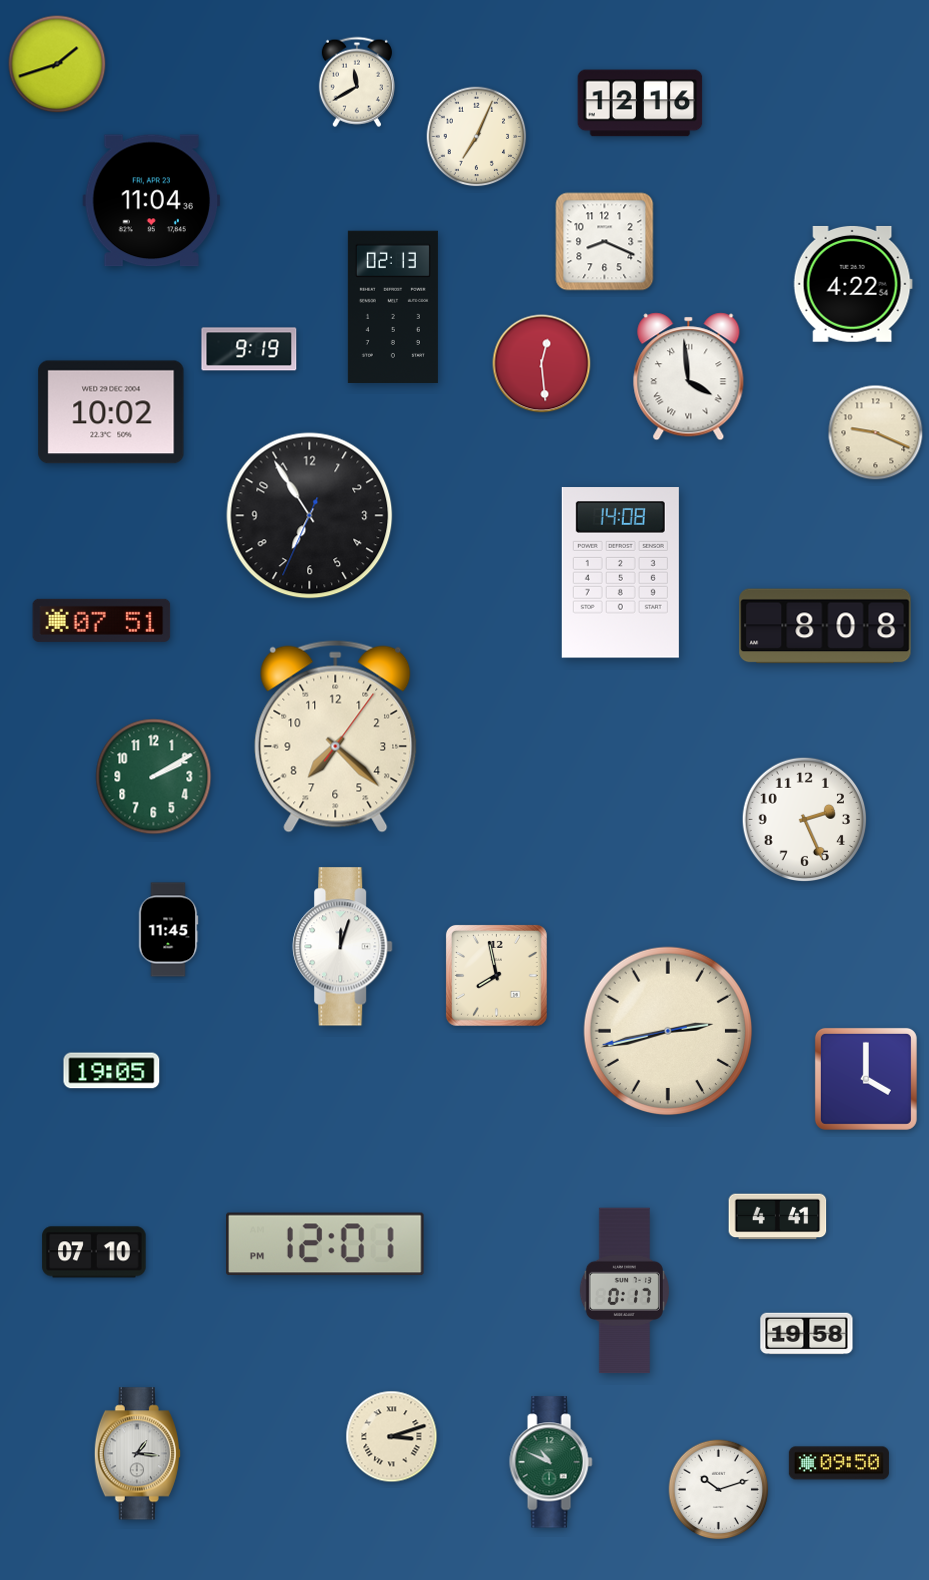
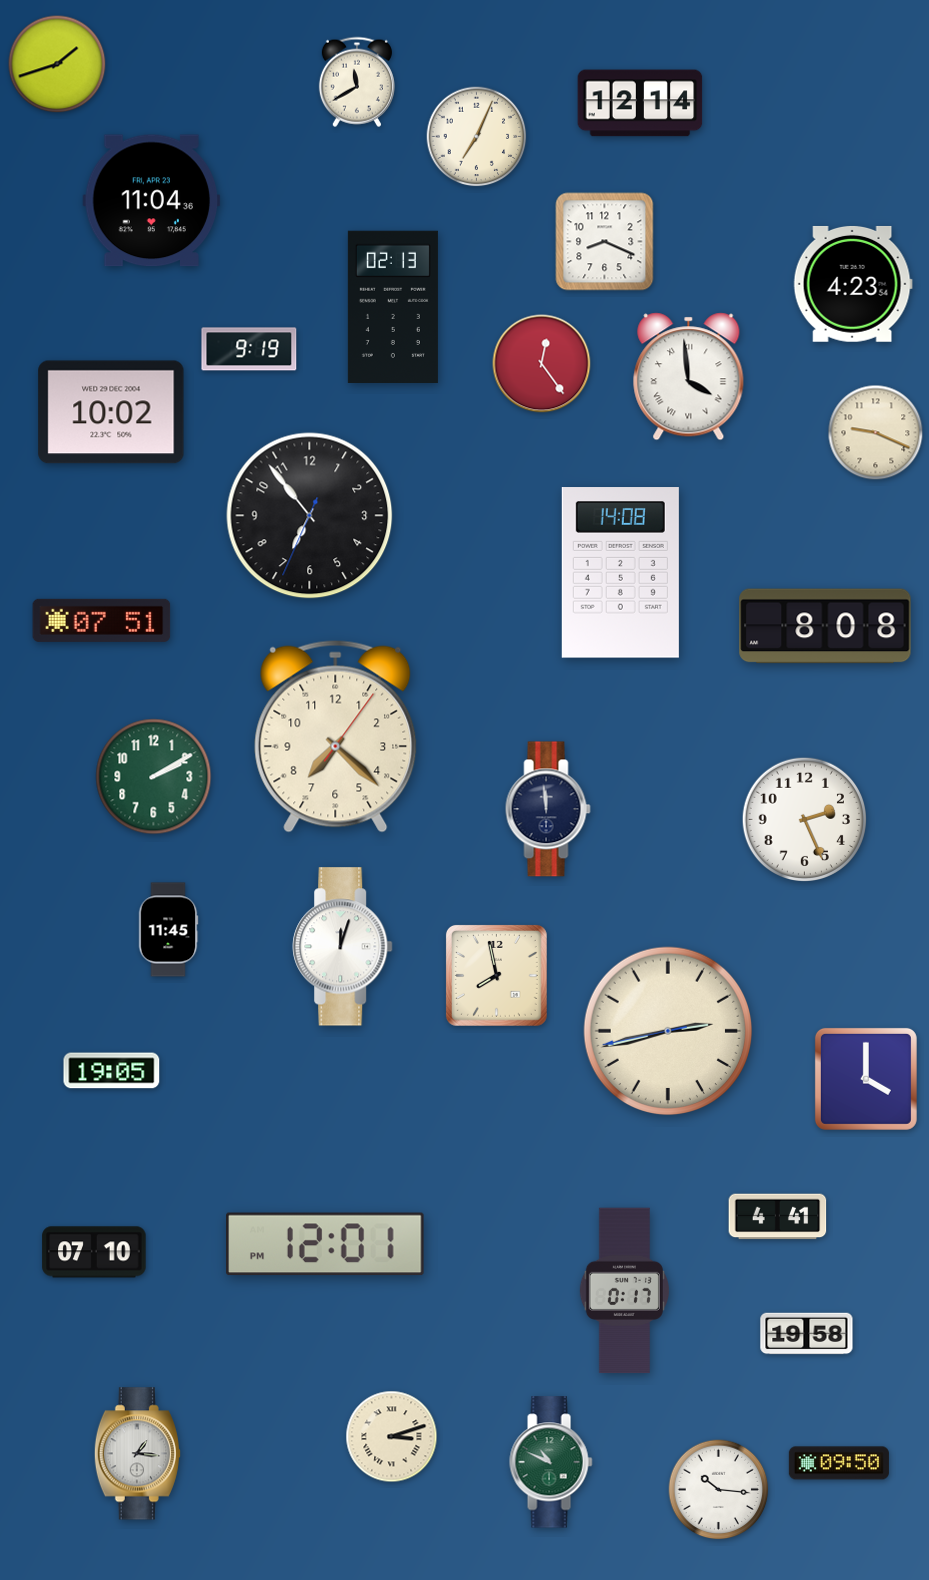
clock at (640, 103): 12:16 -> 12:14
clock at (853, 284): 4:22 -> 4:23
clock at (542, 364): 12:29 -> 12:24
clock at (310, 516): 6:54 -> 6:53
clock at (548, 809): none -> 11:59
clock at (719, 1490): 10:12 -> 10:16
